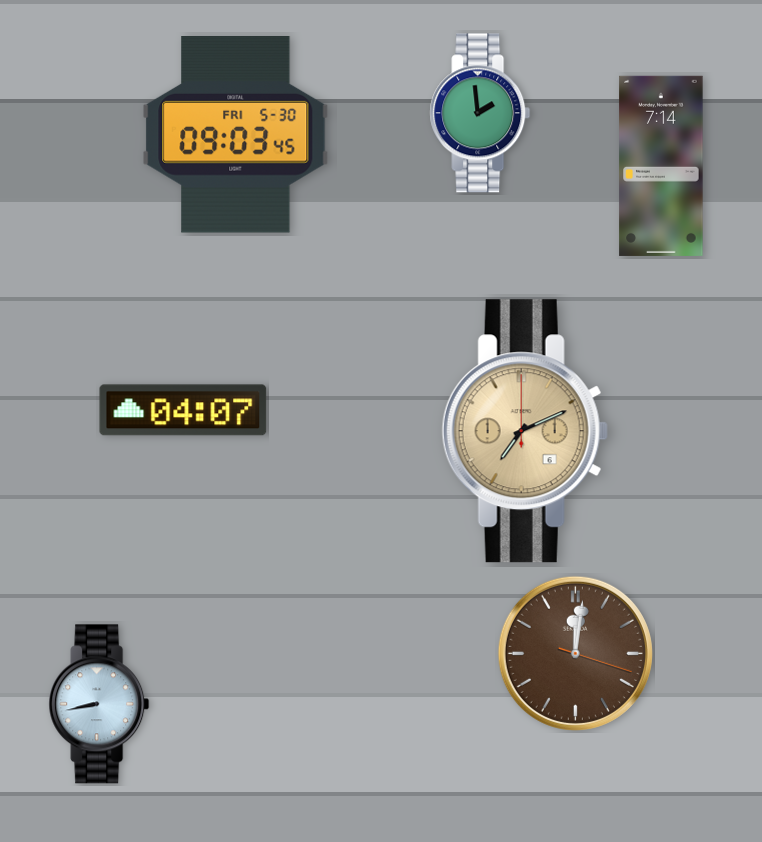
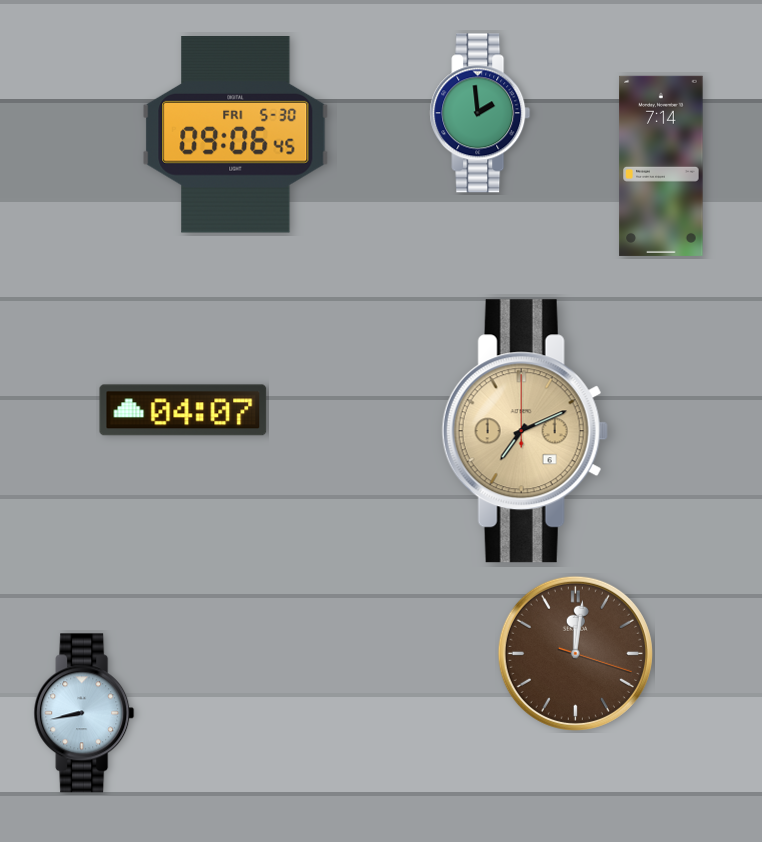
clock at (236, 135): 09:03 -> 09:06
clock at (99, 704) position: (99, 704) -> (84, 713)
